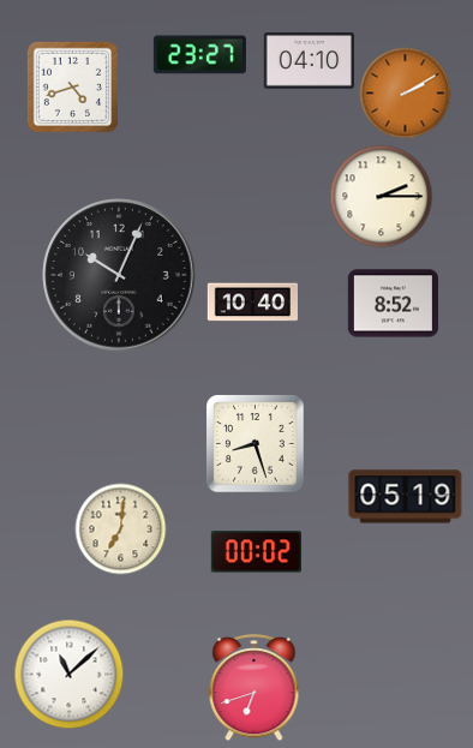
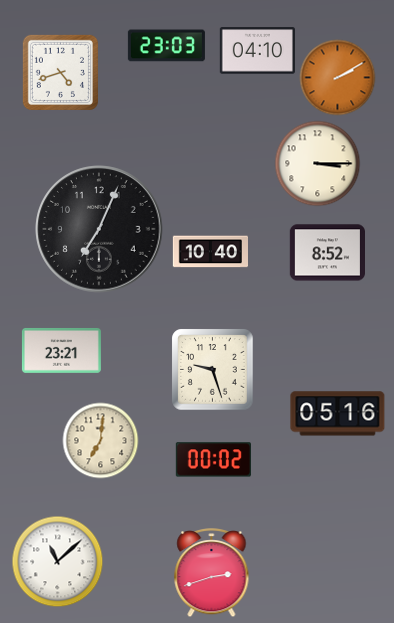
clock at (199, 55): 23:27 -> 23:03
clock at (382, 197): 2:15 -> 3:15
clock at (119, 275): 10:04 -> 7:04
clock at (61, 350): none -> 23:21
clock at (256, 444): 8:27 -> 9:27
clock at (406, 497): 05:19 -> 05:16
clock at (255, 689): 6:42 -> 2:42
